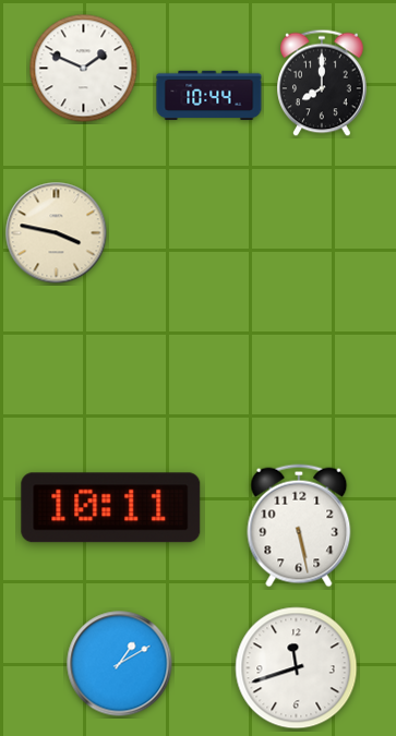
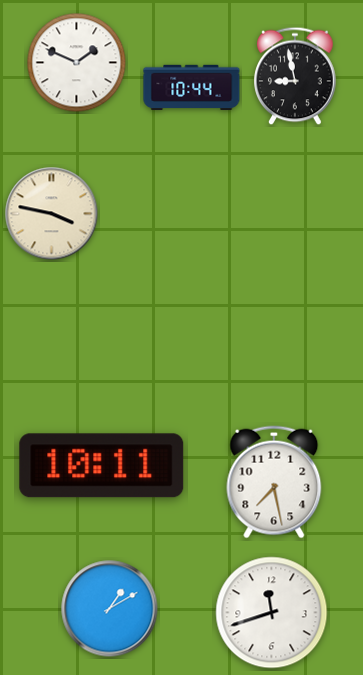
clock at (322, 83): 8:00 -> 8:58
clock at (299, 526): 5:28 -> 7:28
